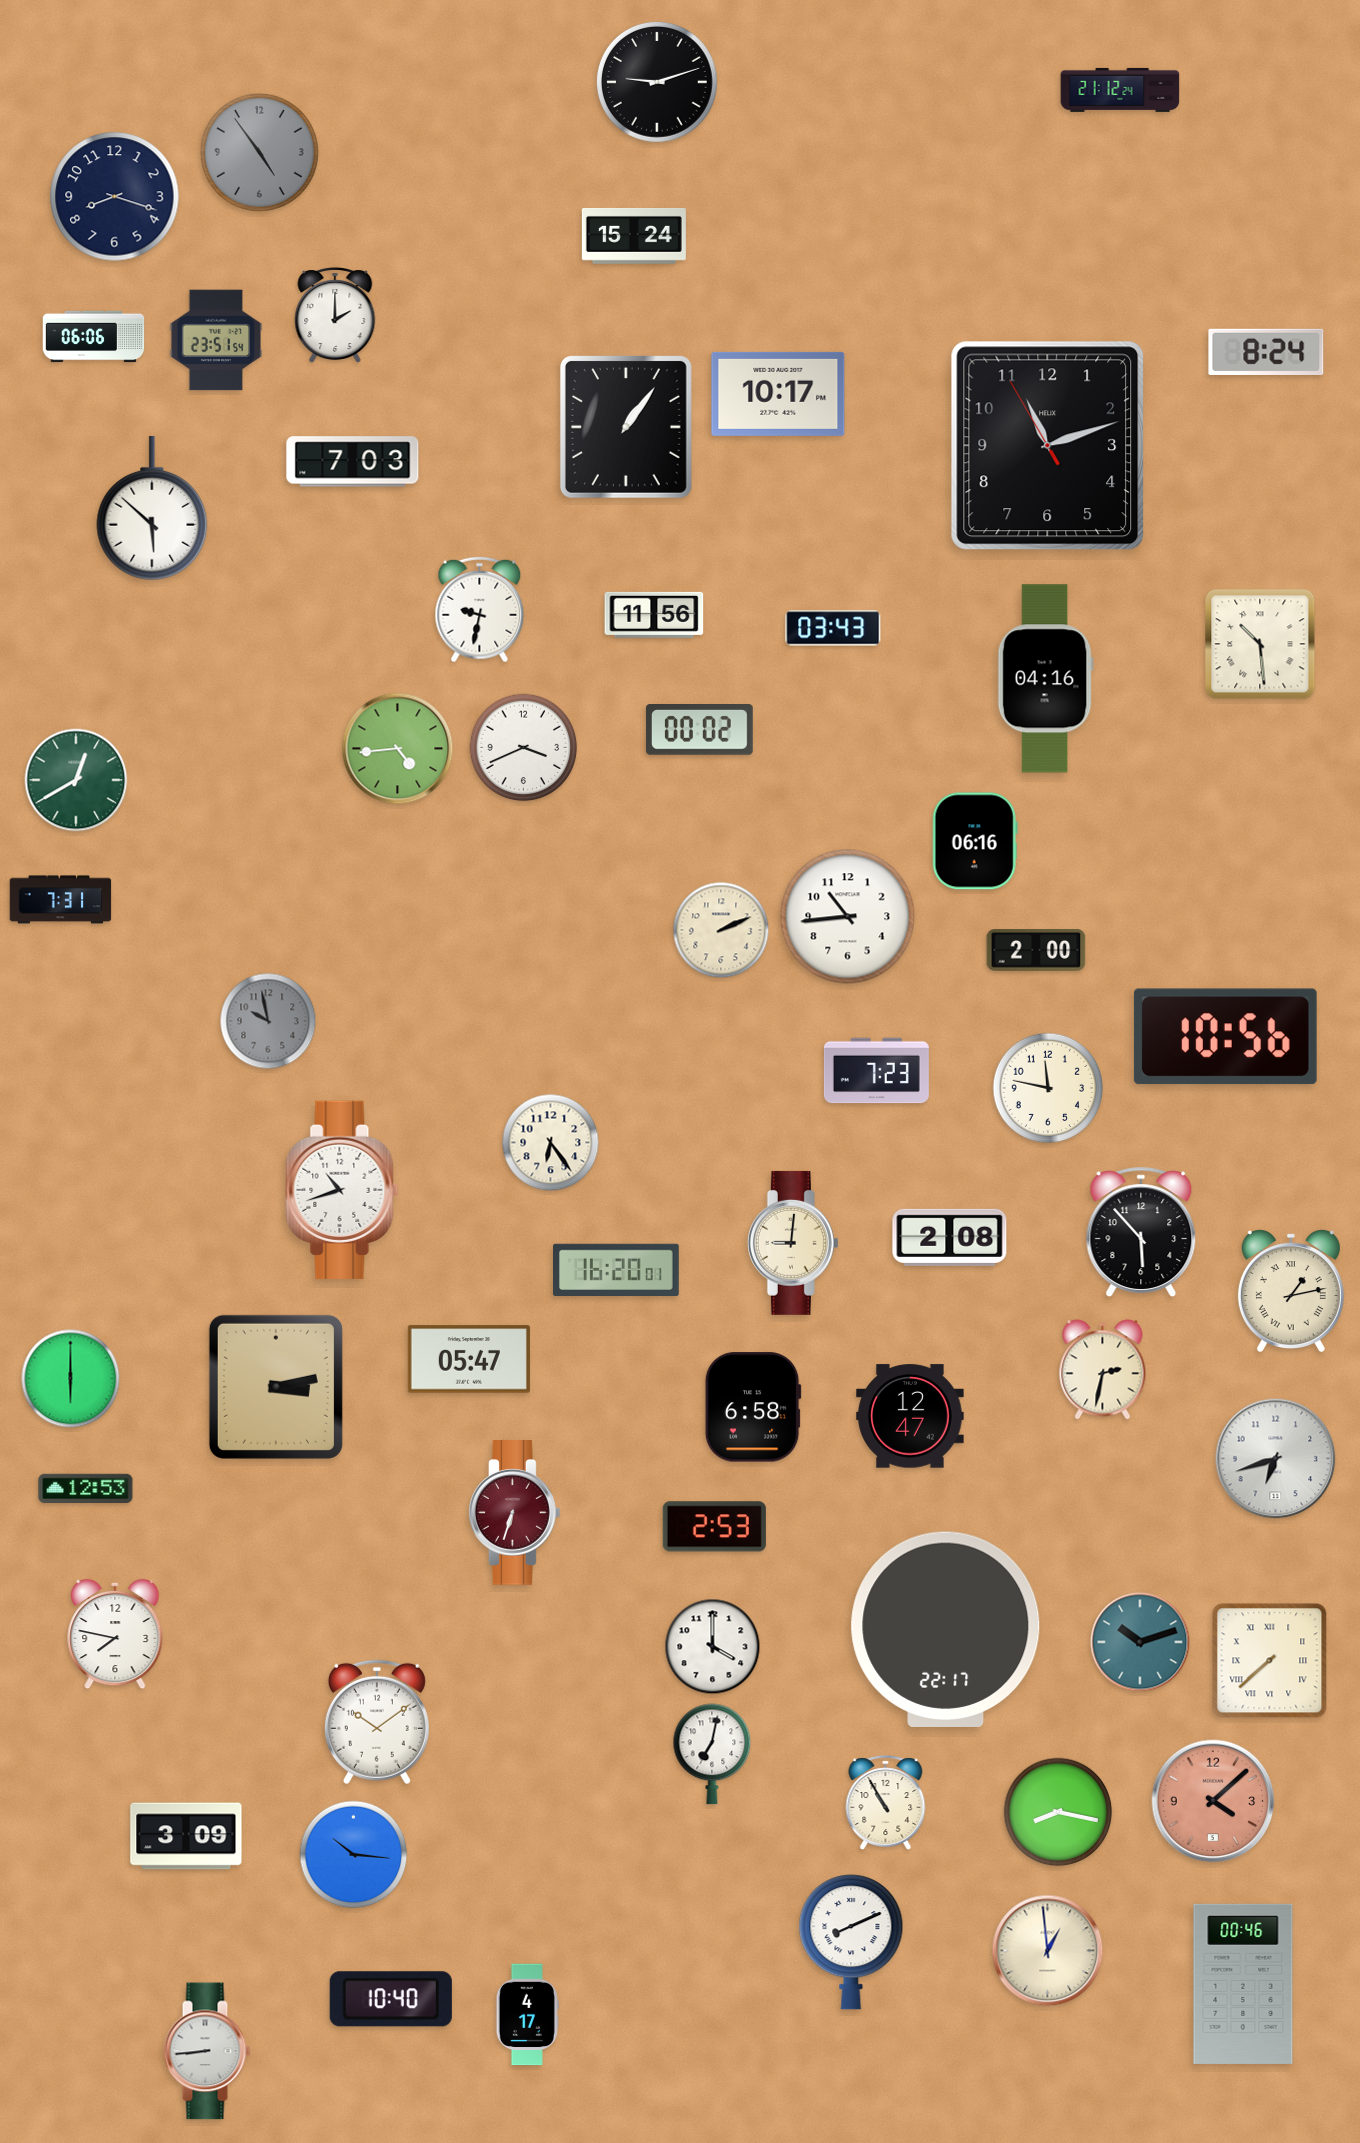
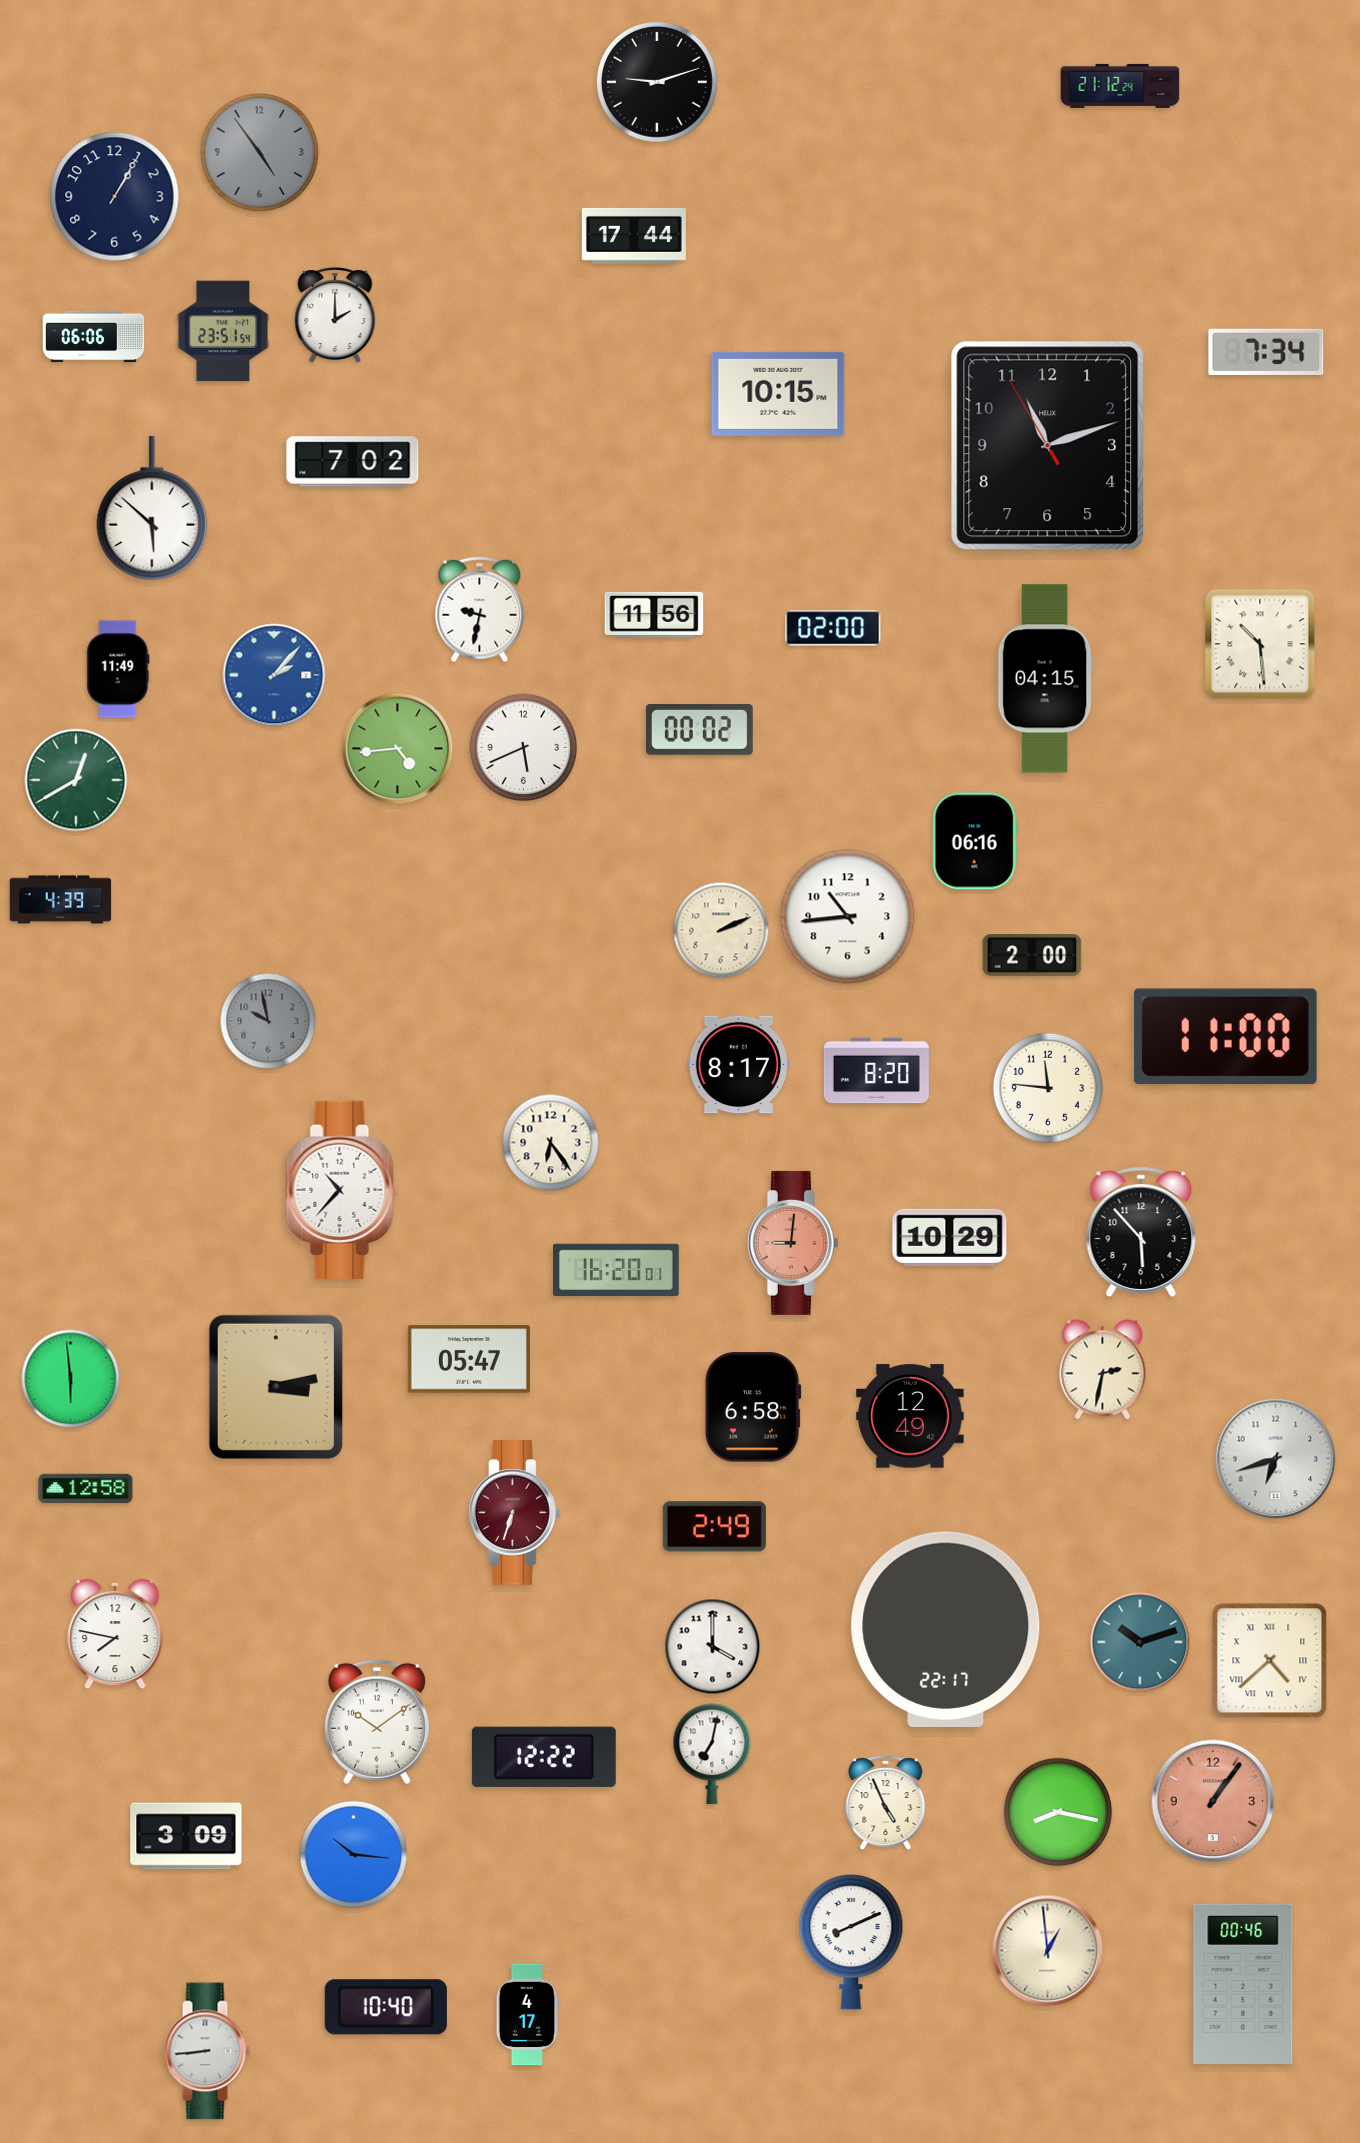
clock at (1120, 90) position: (1120, 90) -> (1120, 86)
clock at (115, 197): 8:18 -> 1:05
clock at (634, 236): 15:24 -> 17:44
clock at (215, 340) position: (215, 340) -> (222, 331)
clock at (1266, 352): 8:24 -> 7:34
clock at (778, 394): 10:17 -> 10:15
clock at (626, 427): 1:06 -> none
clock at (353, 462): 7:03 -> 7:02
clock at (833, 628): 03:43 -> 02:00
clock at (118, 669): none -> 11:49
clock at (274, 675): none -> 2:07
clock at (1045, 679): 04:16 -> 04:15
clock at (524, 748): 3:41 -> 5:41
clock at (61, 900): 7:31 -> 4:39
clock at (1036, 950) position: (1036, 950) -> (1032, 955)
clock at (1225, 1037): 10:56 -> 11:00
clock at (739, 1065): none -> 8:17
clock at (876, 1071): 7:23 -> 8:20
clock at (1048, 1088): 11:47 -> 11:46
clock at (342, 1190): 10:42 -> 10:37
clock at (950, 1237): 2:08 -> 10:29
clock at (793, 1243) dial: cream -> salmon
clock at (1291, 1291): 1:13 -> none
clock at (71, 1379): 6:00 -> 5:59
clock at (910, 1416): 12:47 -> 12:49
clock at (86, 1488): 12:53 -> 12:58
clock at (714, 1527): 2:53 -> 2:49
clock at (1270, 1661): 7:38 -> 4:38
clock at (544, 1757): none -> 12:22
clock at (1213, 1801): 4:08 -> 1:06
clock at (886, 1803): 10:55 -> 4:56
clock at (391, 1999) position: (391, 1999) -> (386, 2007)
